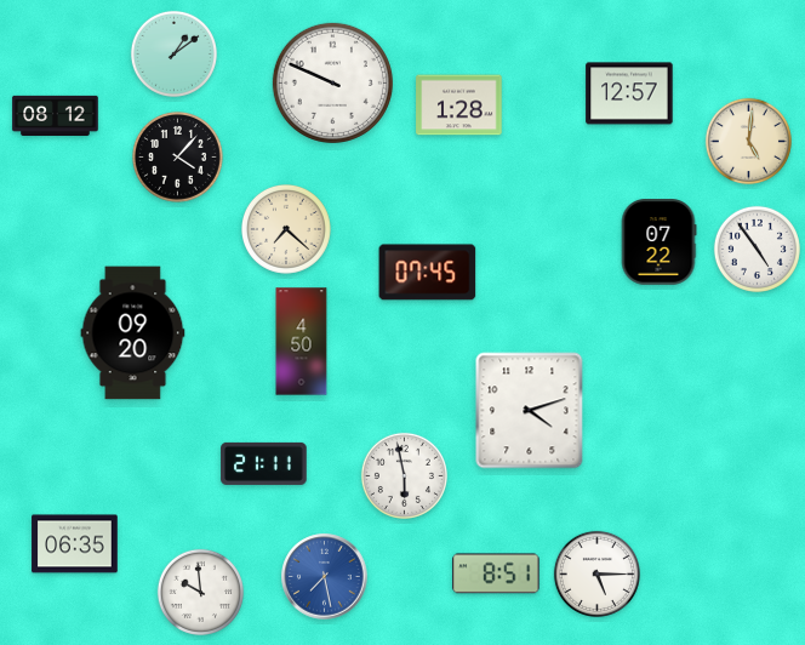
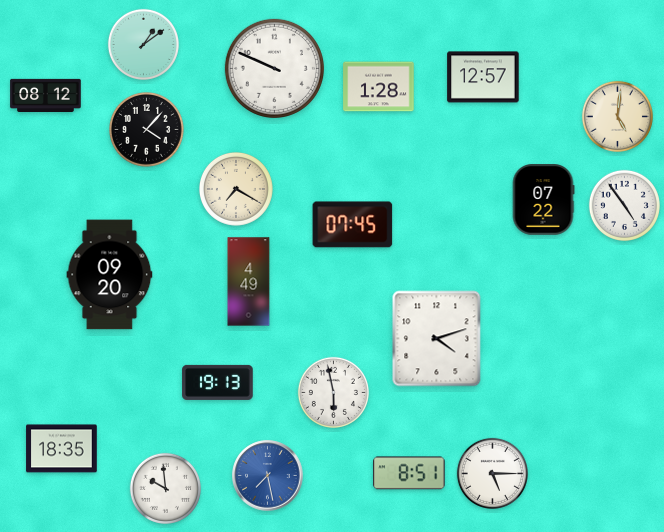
clock at (629, 93) position: (629, 93) -> (483, 77)
clock at (286, 229): 7:22 -> 7:20
clock at (302, 342): 4:50 -> 4:49
clock at (264, 463): 21:11 -> 19:13
clock at (75, 544): 06:35 -> 18:35
